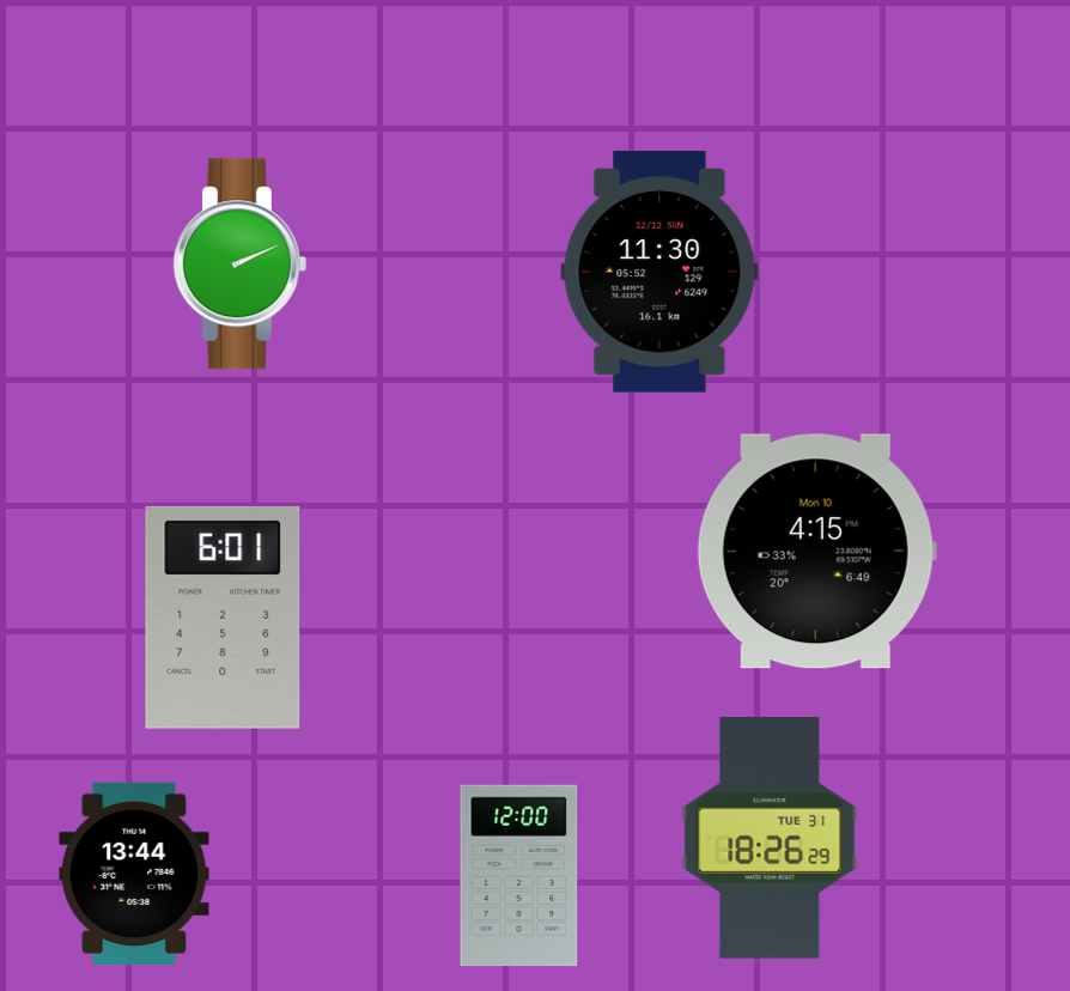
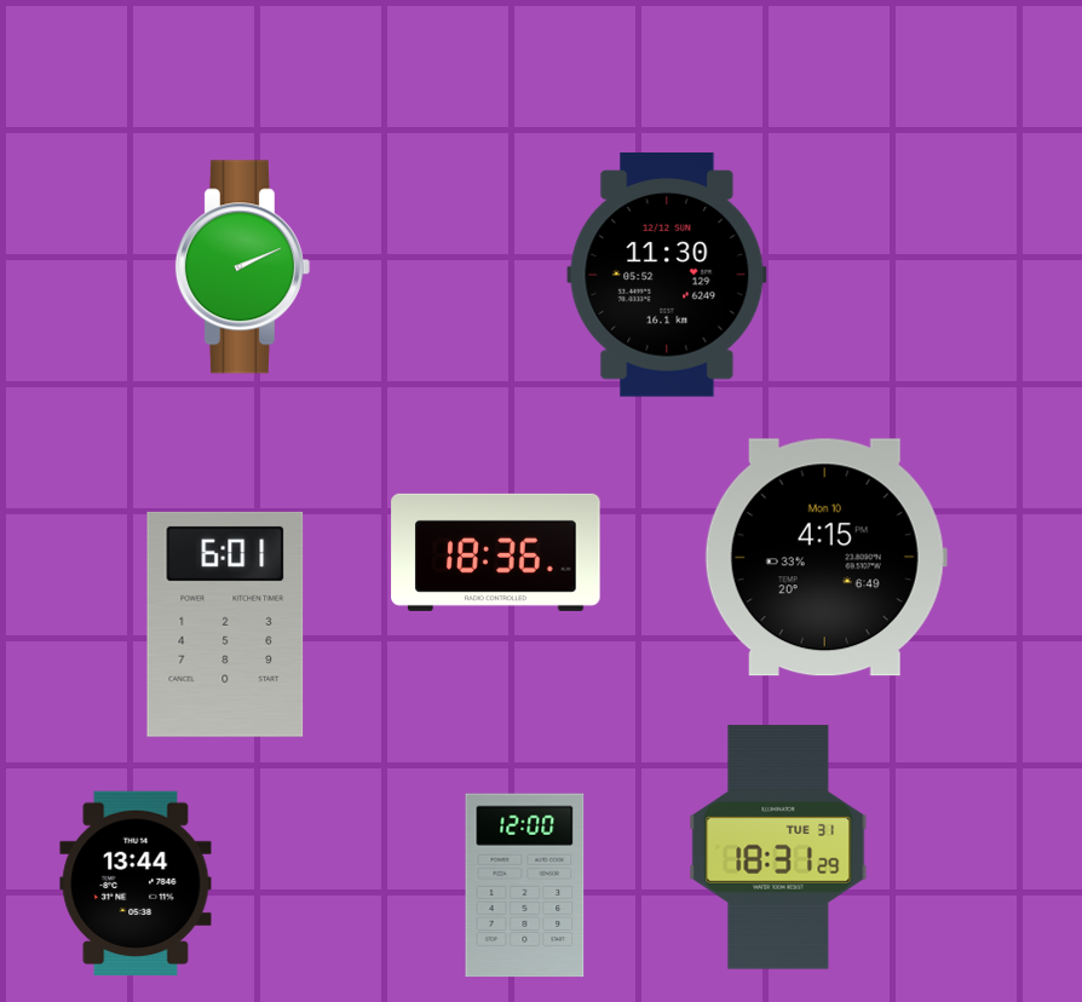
clock at (496, 552): none -> 18:36
clock at (770, 838): 18:26 -> 18:31
